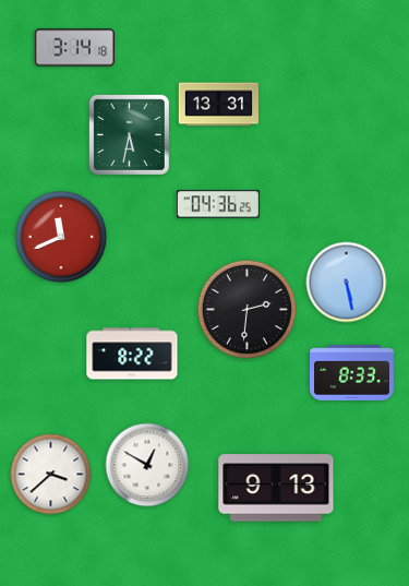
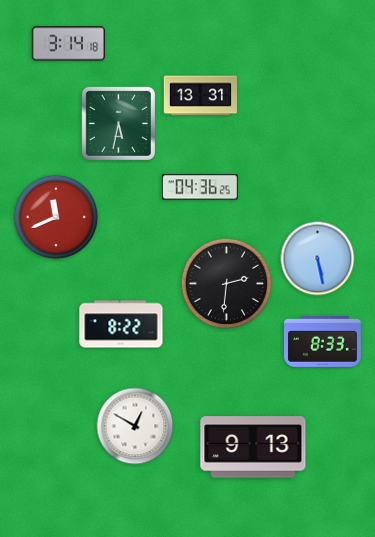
clock at (51, 475): 3:38 -> none
